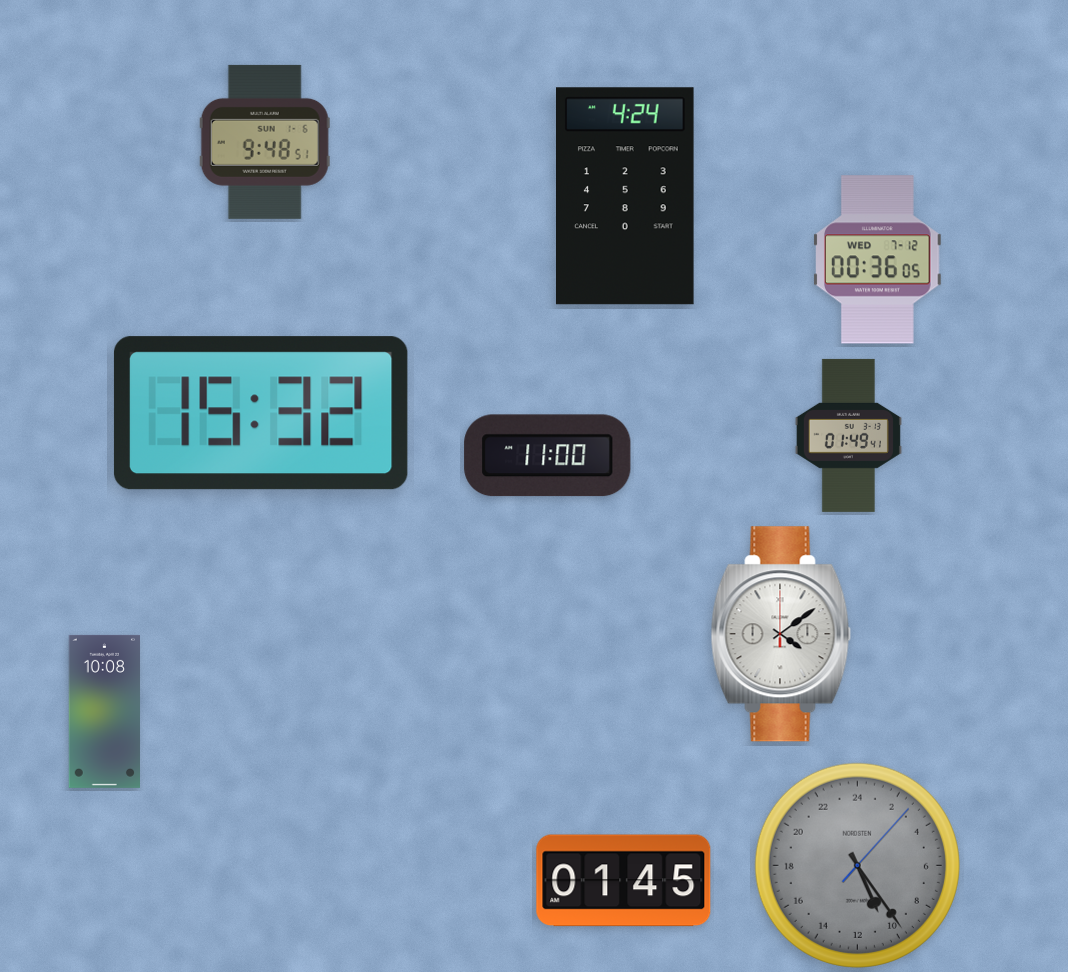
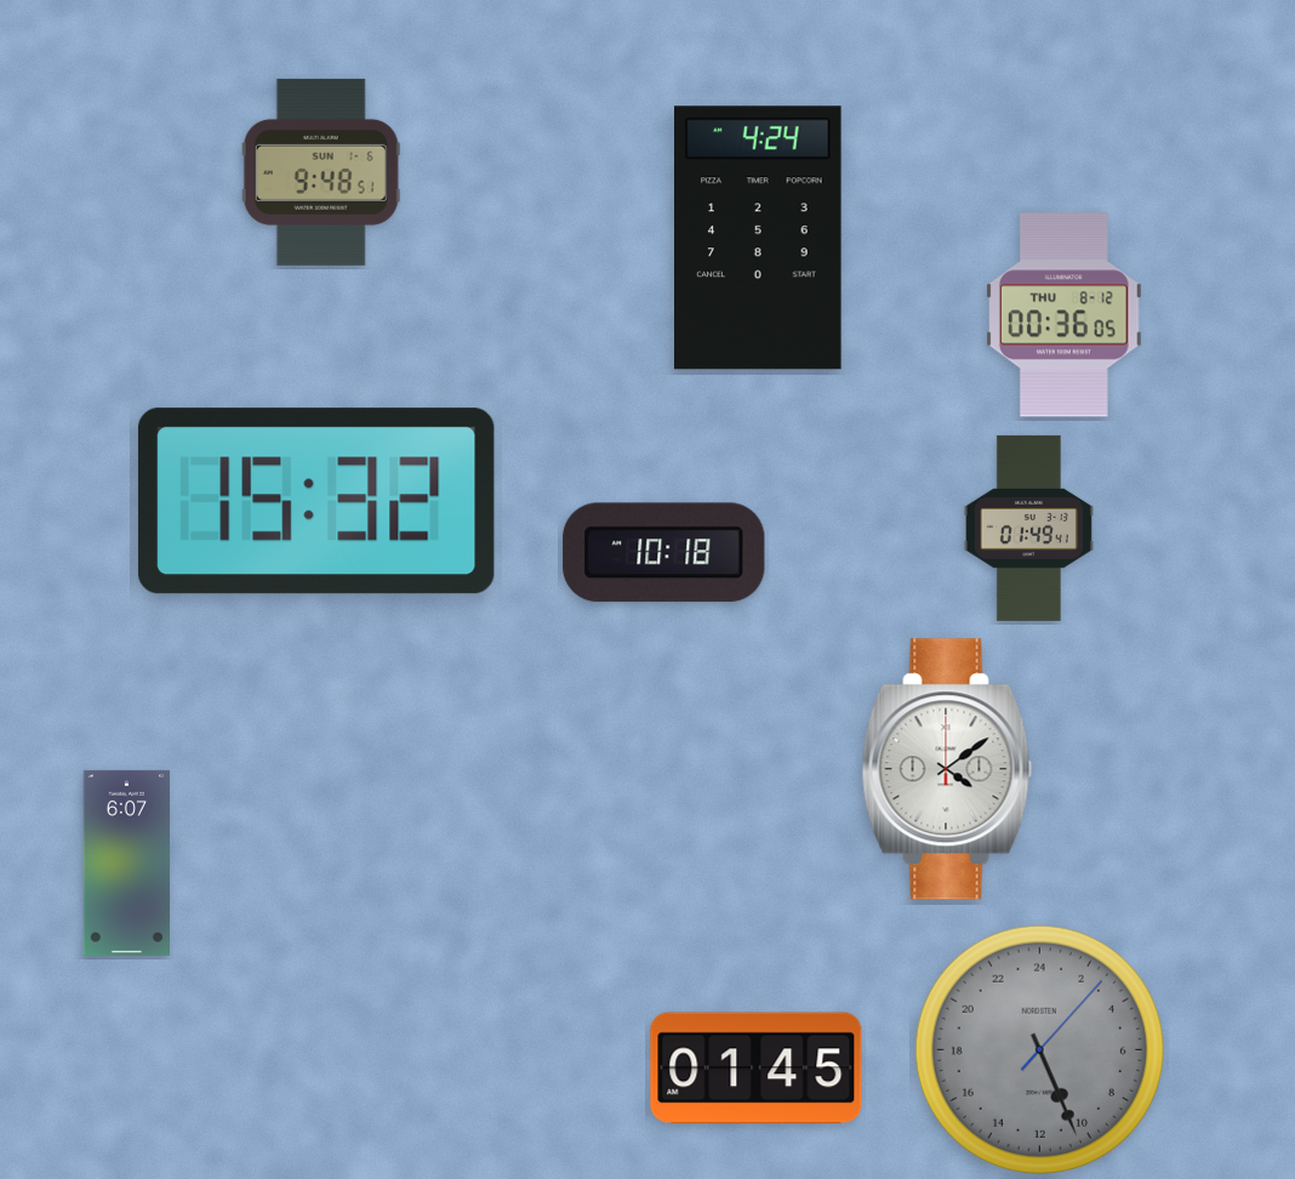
clock at (878, 260) date: WED 7-12 -> THU 8-12
clock at (548, 456): 11:00 -> 10:18
clock at (104, 711): 10:08 -> 6:07
clock at (857, 865): 10:24 -> 10:26
